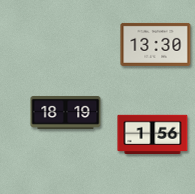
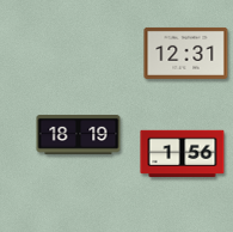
clock at (156, 44): 13:30 -> 12:31
clock at (153, 135) position: (153, 135) -> (183, 154)
